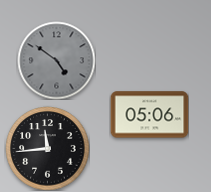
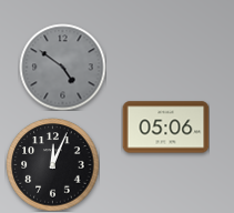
clock at (47, 148): 11:44 -> 12:04
